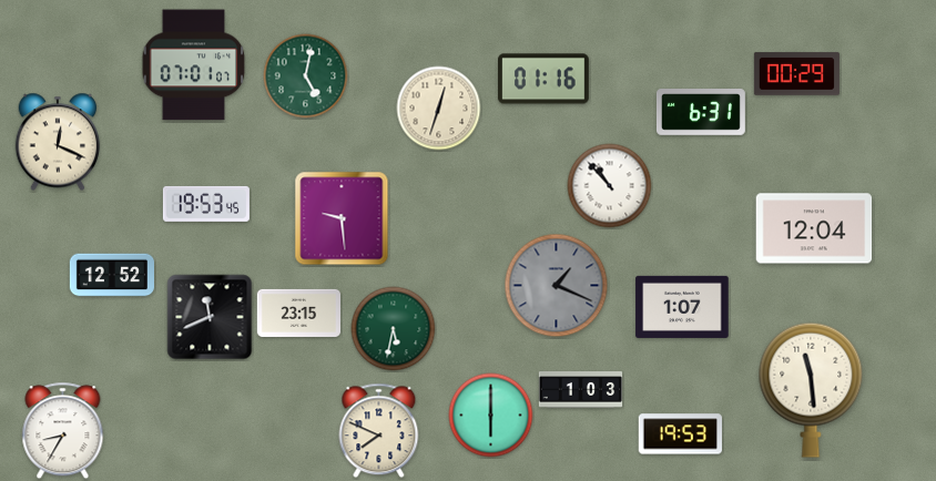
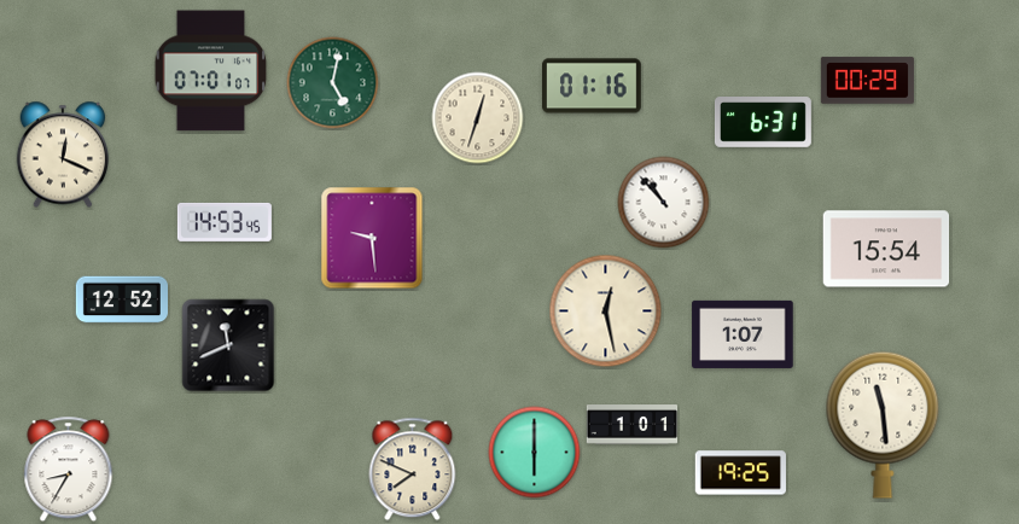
clock at (206, 204): 19:53 -> 14:53
clock at (814, 228): 12:04 -> 15:54
clock at (557, 286): 1:19 -> 12:28
clock at (557, 286) dial: grey -> cream
clock at (298, 313): 23:15 -> none
clock at (394, 329): 5:32 -> none
clock at (581, 390): 1:03 -> 1:01
clock at (680, 434): 19:53 -> 19:25
